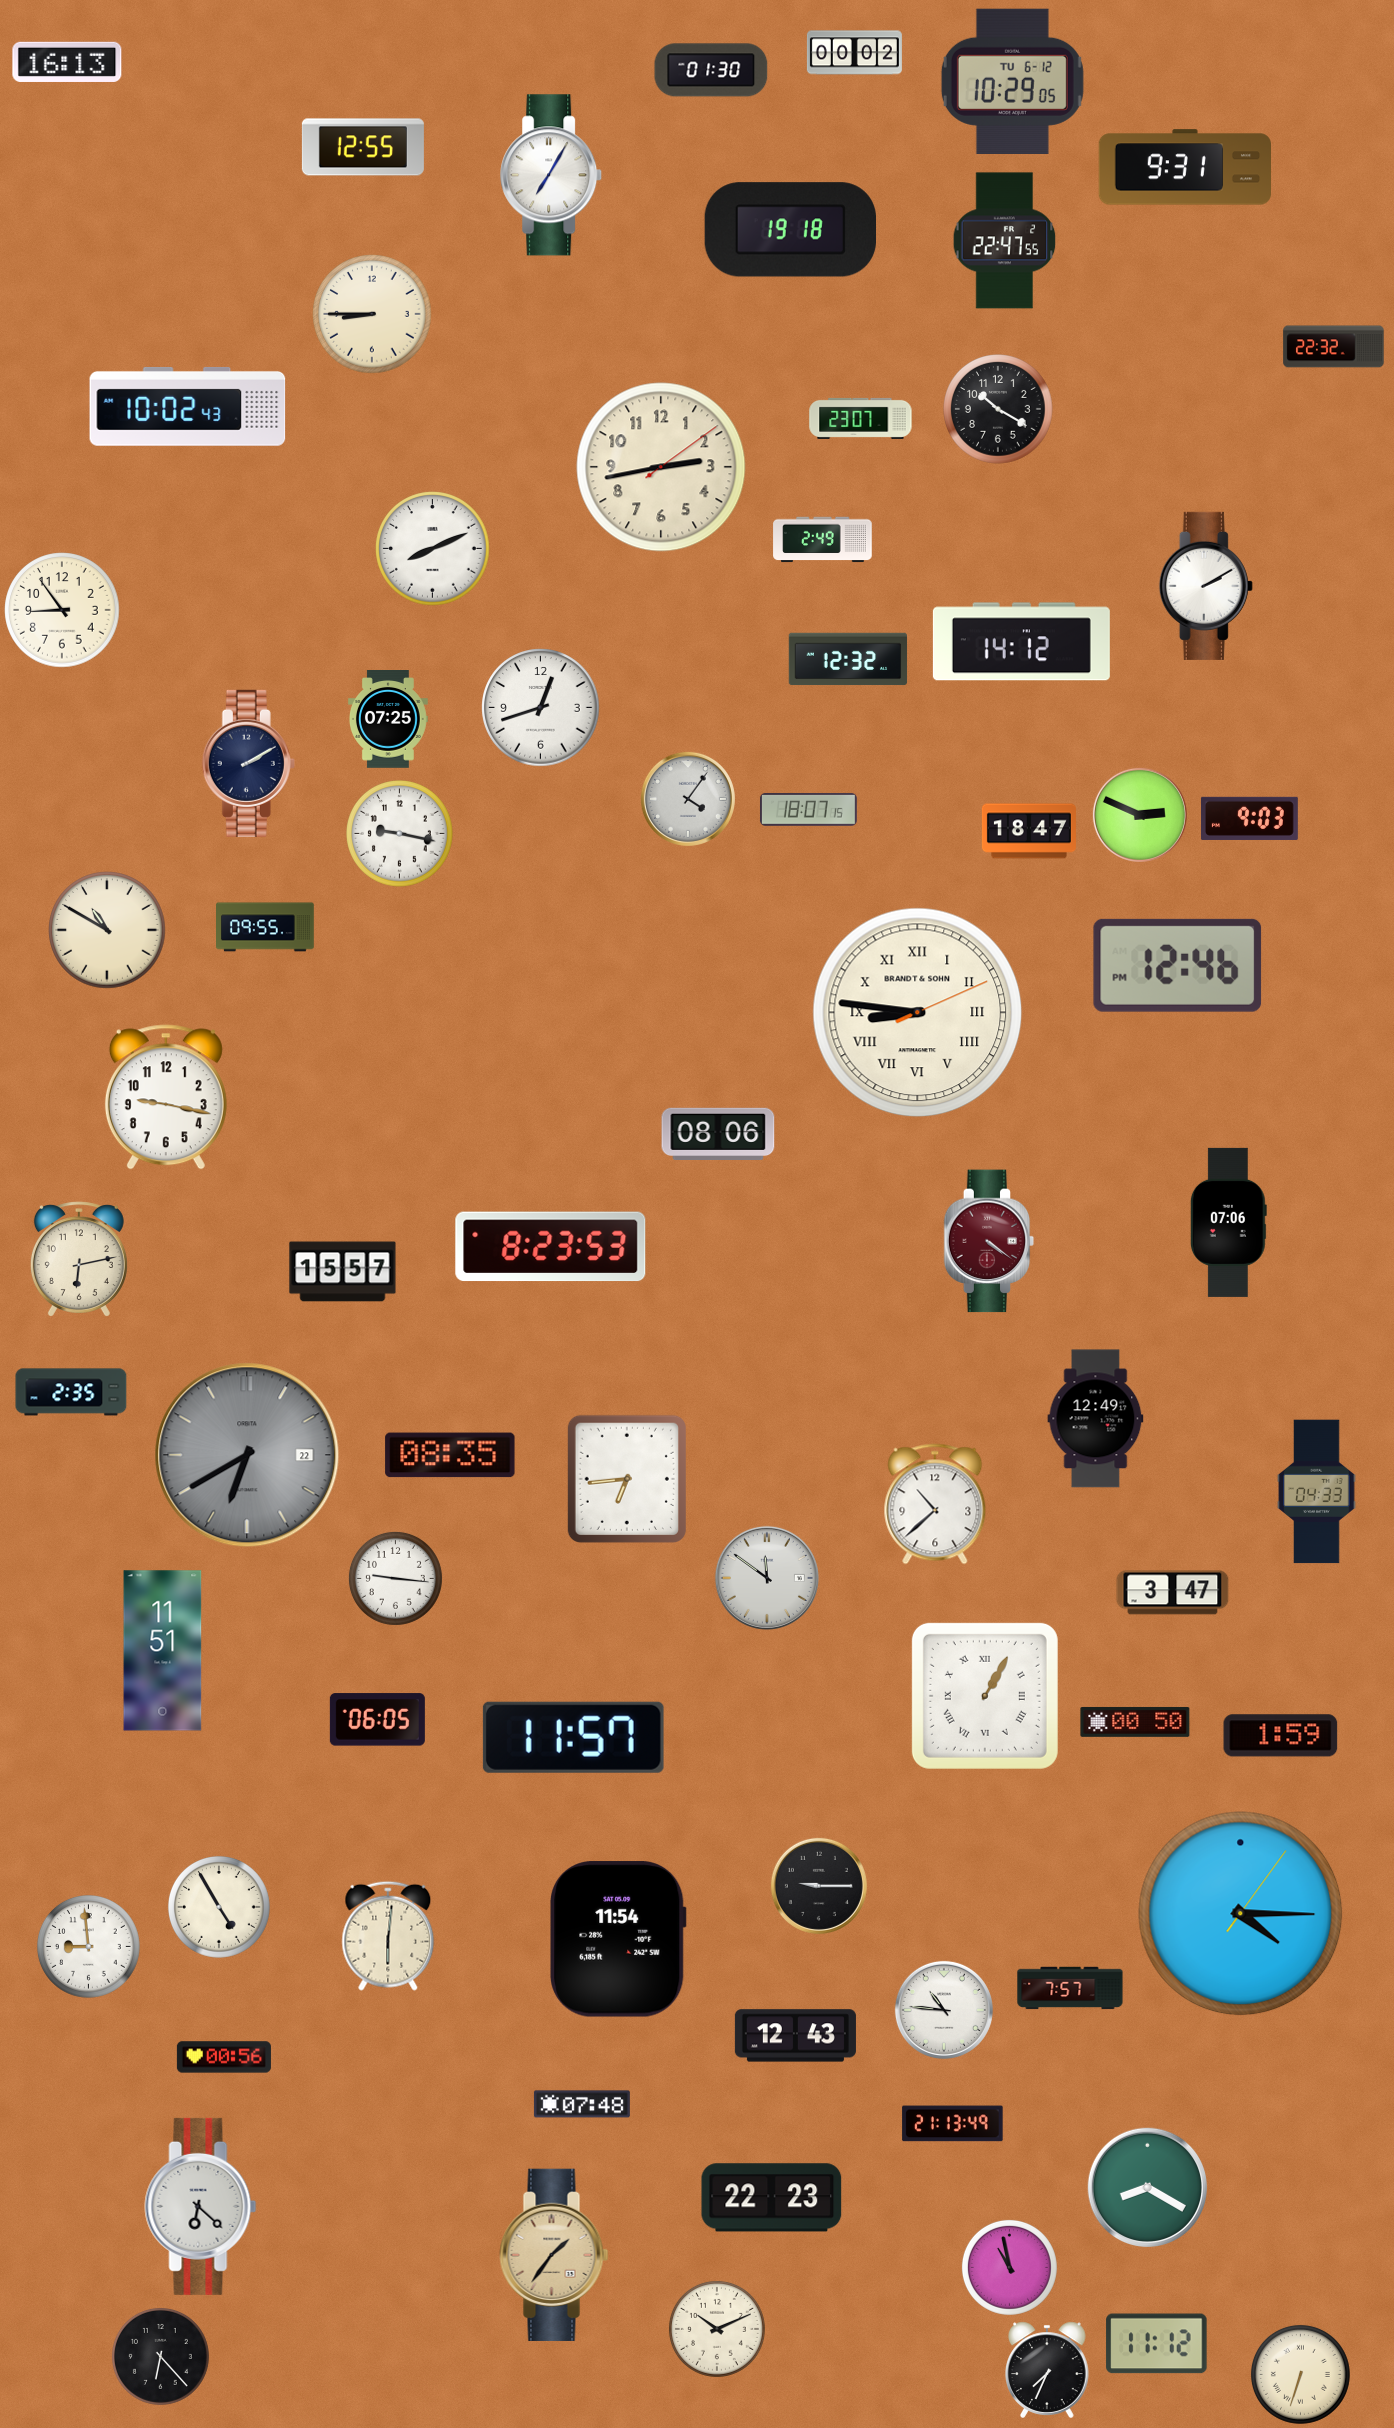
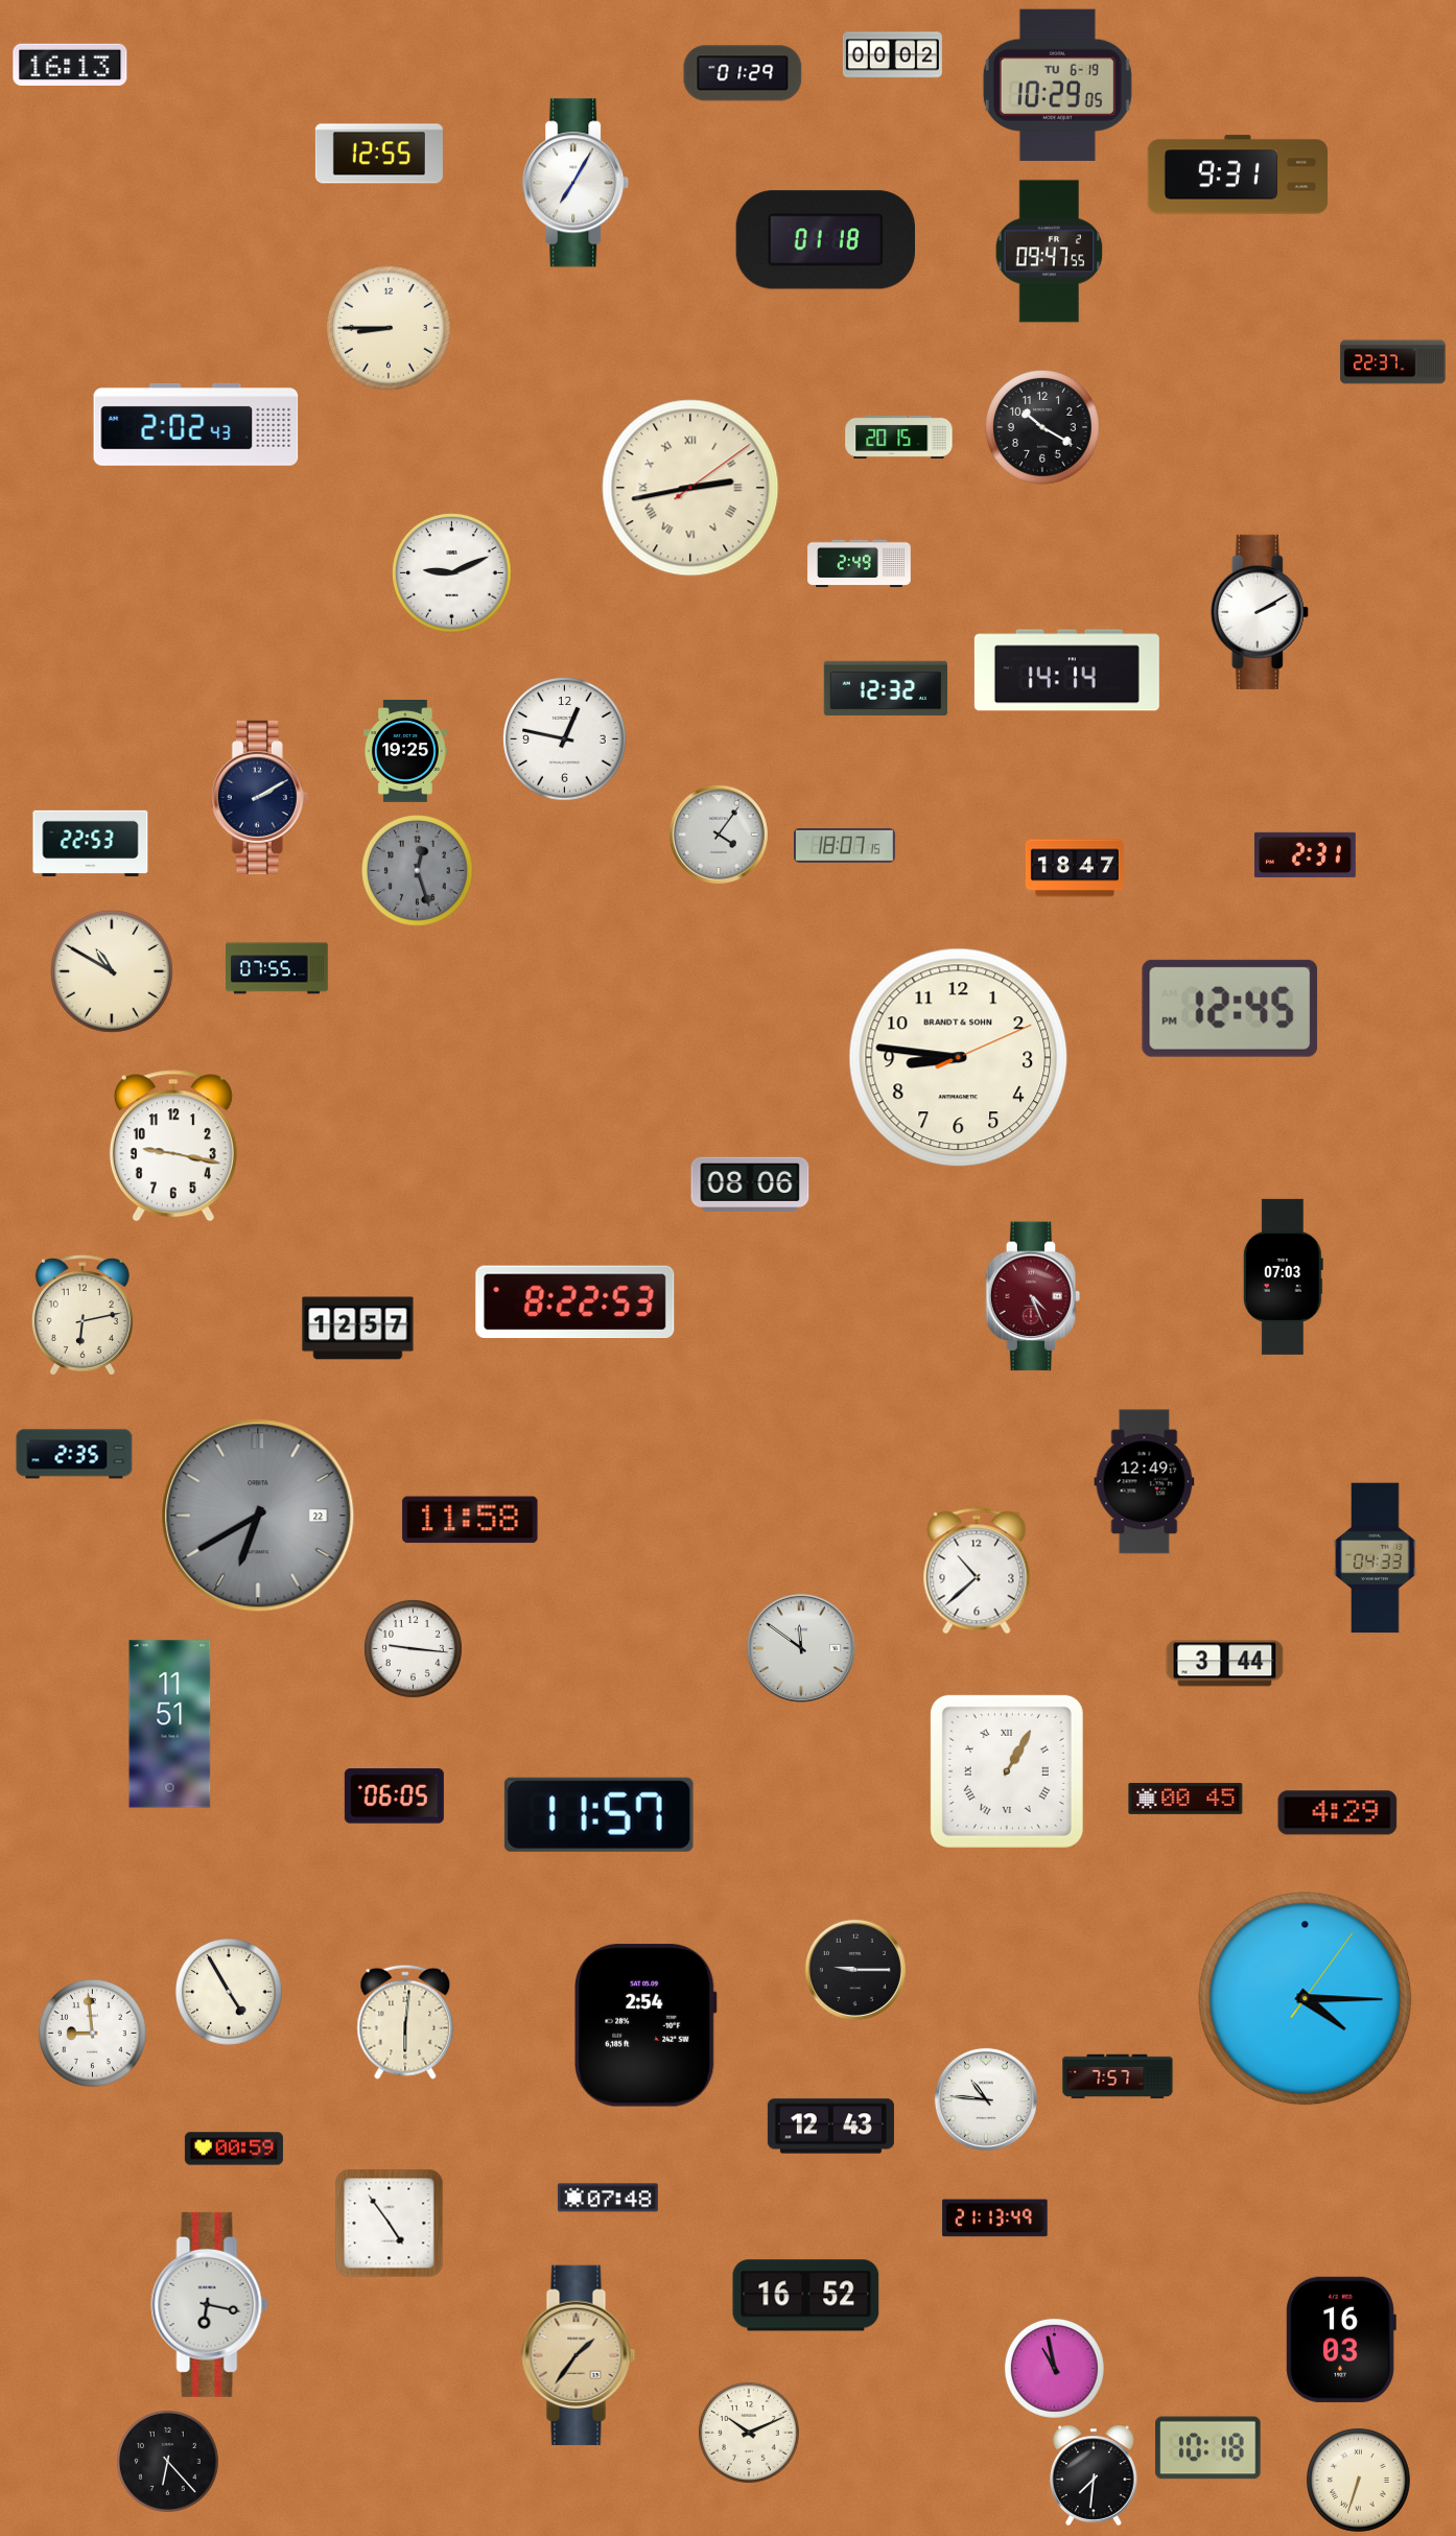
clock at (711, 70): 01:30 -> 01:29
clock at (1012, 81) date: TU 6-12 -> TU 6-19
clock at (790, 230): 19:18 -> 01:18
clock at (1005, 241): 22:47 -> 09:47
clock at (1334, 347): 22:32 -> 22:37
clock at (188, 406): 10:02 -> 2:02
clock at (861, 418): 23:07 -> 20:15
clock at (661, 467) numerals: Arabic -> Roman
clock at (433, 549): 8:11 -> 9:11
clock at (62, 610): 8:54 -> none
clock at (1021, 642): 14:12 -> 14:14
clock at (541, 708): 12:42 -> 12:47
clock at (388, 719): 07:25 -> 19:25
clock at (91, 843): none -> 22:53
clock at (1140, 815): 2:49 -> none
clock at (1249, 818): 9:03 -> 2:31
clock at (400, 834): 9:17 -> 12:27
clock at (400, 834) dial: white -> grey
clock at (266, 927): 09:55 -> 07:55
clock at (1178, 965): 12:46 -> 12:45
clock at (918, 1013) numerals: Roman -> Arabic
clock at (1228, 1222): 07:06 -> 07:03
clock at (989, 1241): 4:21 -> 4:26
clock at (551, 1247): 8:23 -> 8:22
clock at (343, 1272): 15:57 -> 12:57
clock at (247, 1455) position: (247, 1455) -> (258, 1516)
clock at (450, 1455): 08:35 -> 11:58
clock at (627, 1479): 6:44 -> none
clock at (1173, 1593): 3:47 -> 3:44
clock at (985, 1696) position: (985, 1696) -> (1007, 1771)
clock at (1135, 1722): 00:50 -> 00:45
clock at (1281, 1736): 1:59 -> 4:29
clock at (1241, 1914) position: (1241, 1914) -> (1306, 1999)
clock at (618, 1939): 11:54 -> 2:54
clock at (224, 2057): 00:56 -> 00:59
clock at (390, 2224): none -> 4:54
clock at (1147, 2187): 8:20 -> none
clock at (772, 2198): 22:23 -> 16:52
clock at (201, 2206): 6:22 -> 6:17
clock at (1341, 2340): none -> 16:03
clock at (1157, 2344): 11:12 -> 10:18
clock at (1048, 2370): 7:34 -> 7:31
